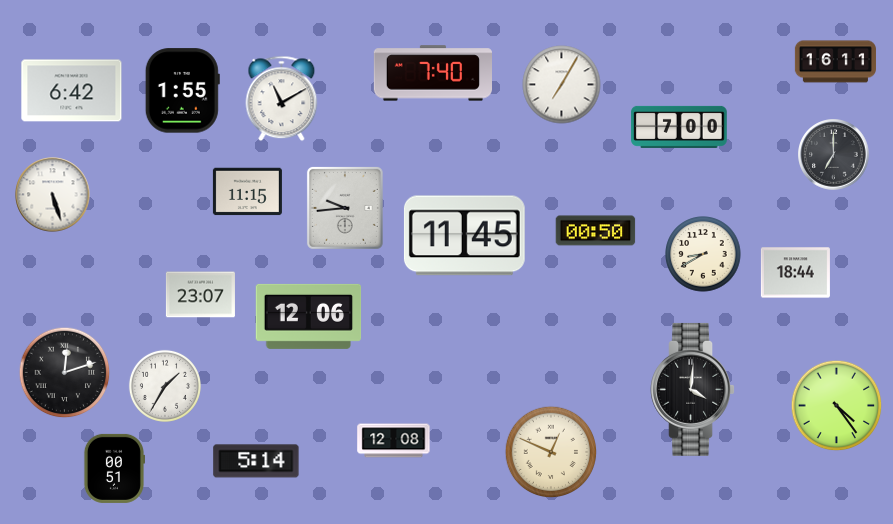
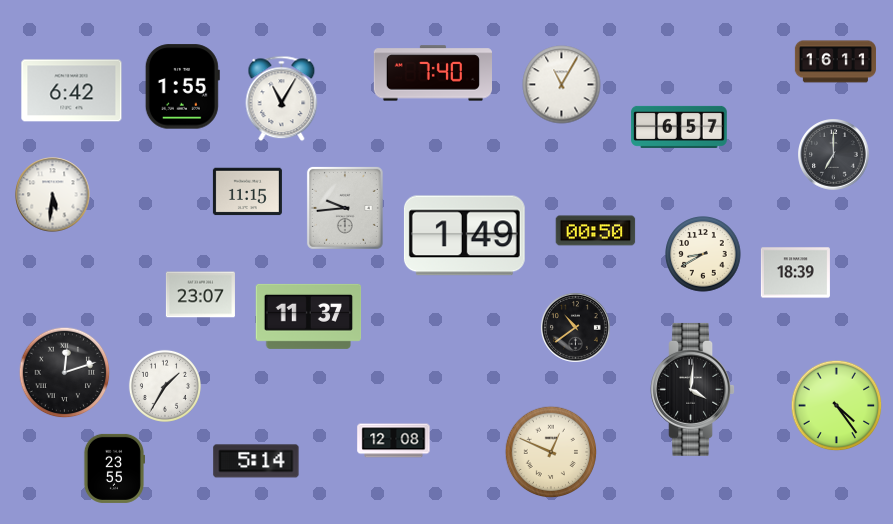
clock at (562, 85): 7:05 -> 11:05
clock at (182, 91) position: (182, 91) -> (182, 87)
clock at (282, 99): 11:10 -> 11:05
clock at (679, 127): 7:00 -> 6:57
clock at (53, 195): 5:27 -> 5:31
clock at (464, 236): 11:45 -> 1:49
clock at (795, 273): 18:44 -> 18:39
clock at (309, 316): 12:06 -> 11:37
clock at (576, 328): none -> 10:39
clock at (113, 468): 00:51 -> 23:55
